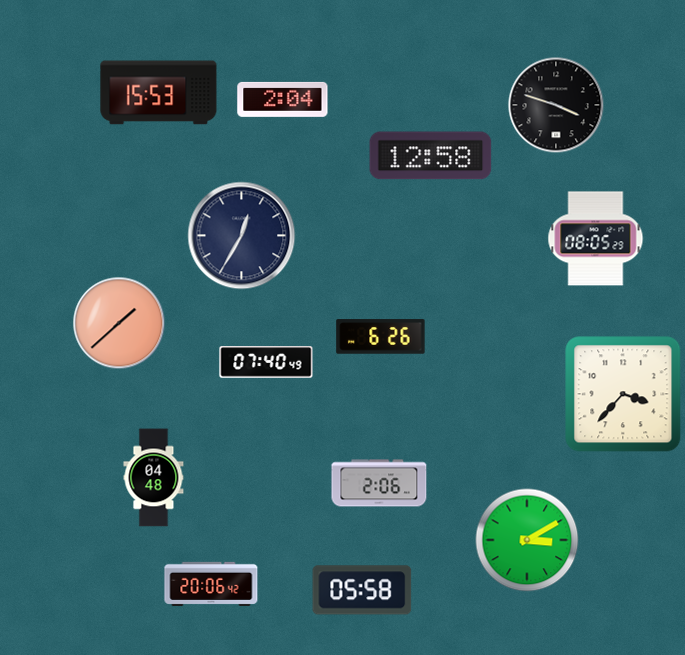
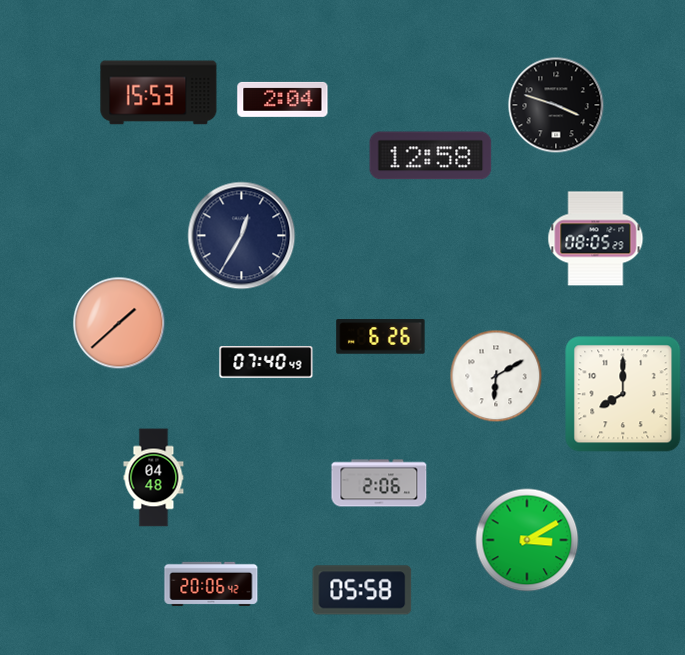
clock at (496, 376): none -> 6:10
clock at (623, 394): 3:37 -> 8:00
